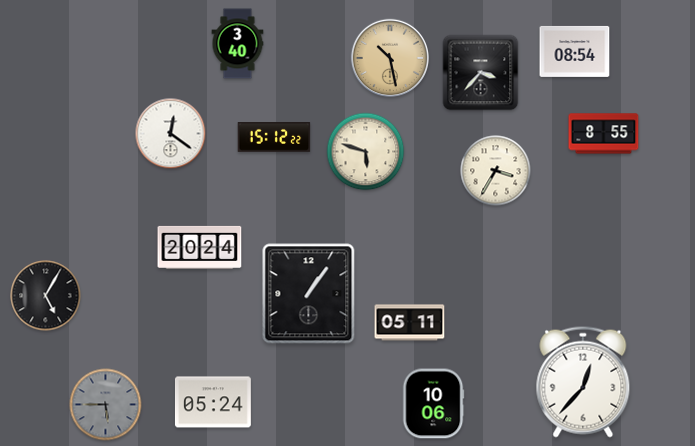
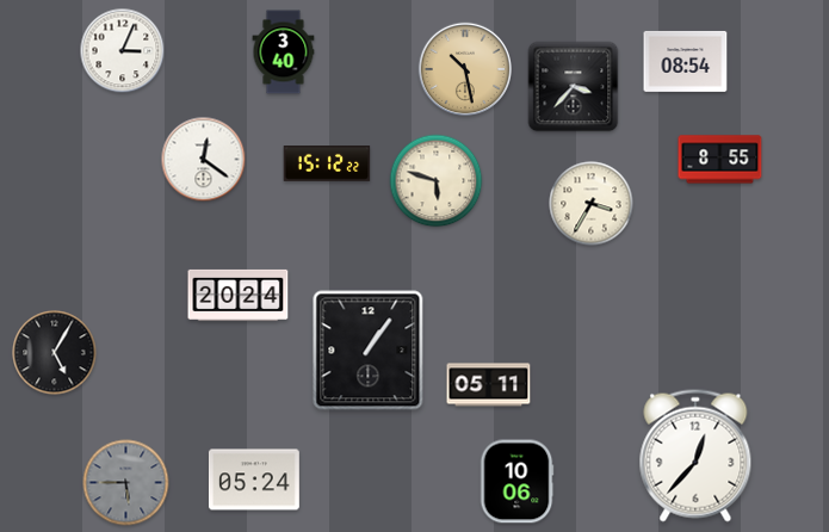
clock at (123, 51): none -> 3:04
